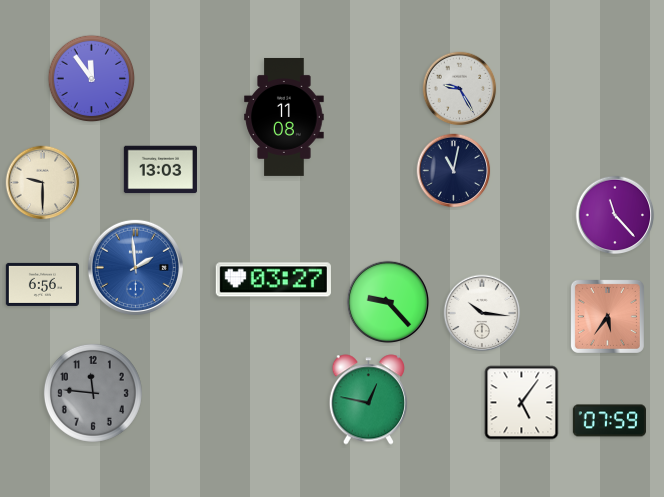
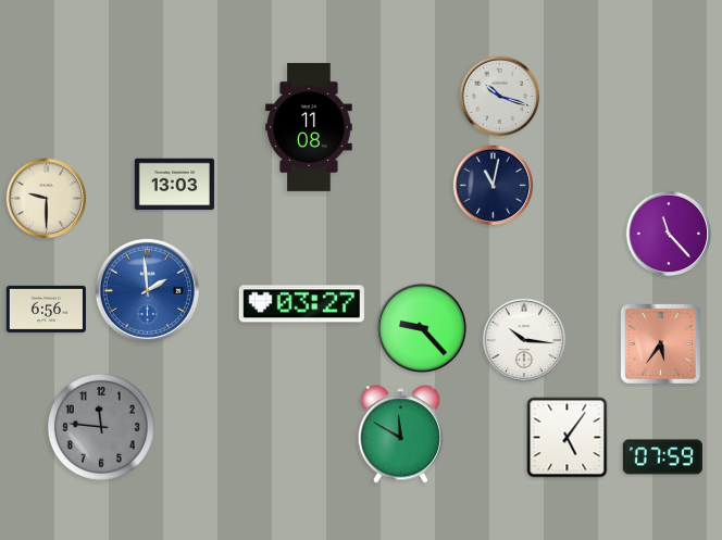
clock at (92, 79): 11:54 -> none
clock at (460, 89): 9:25 -> 10:18
clock at (273, 280) position: (273, 280) -> (301, 304)
clock at (368, 400): 12:47 -> 11:50
